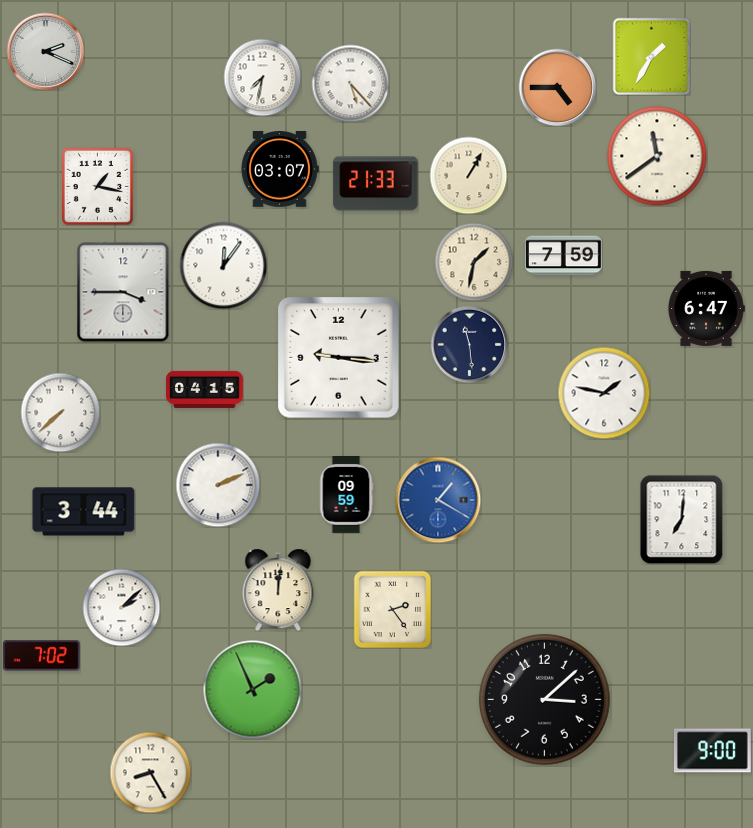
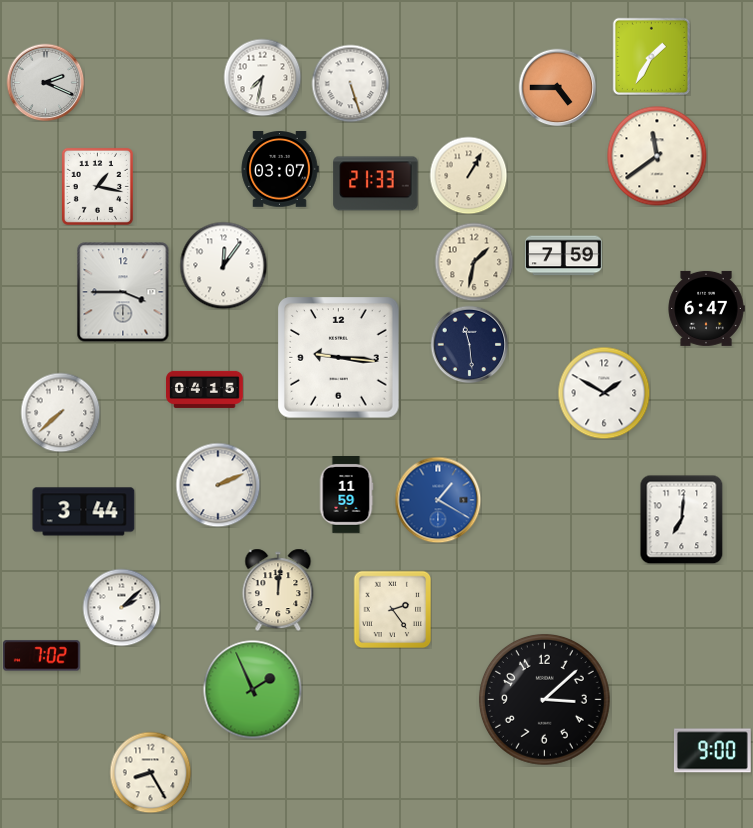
clock at (45, 51) position: (45, 51) -> (45, 82)
clock at (350, 83): 5:23 -> 5:27
clock at (604, 393): 1:47 -> 1:50
clock at (346, 495): 09:59 -> 11:59
